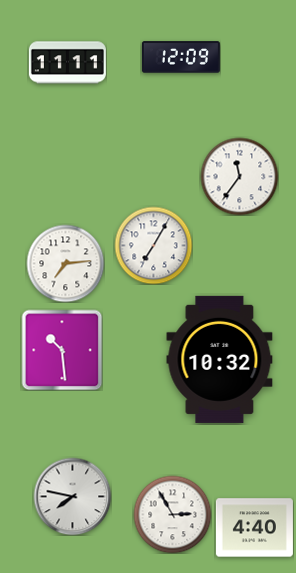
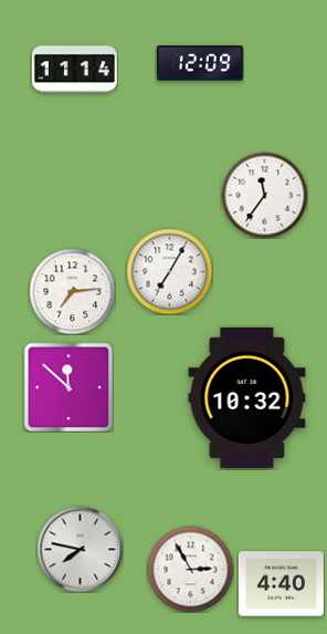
clock at (67, 63): 11:11 -> 11:14
clock at (62, 350): 10:29 -> 11:52
clock at (220, 359) position: (220, 359) -> (247, 397)
